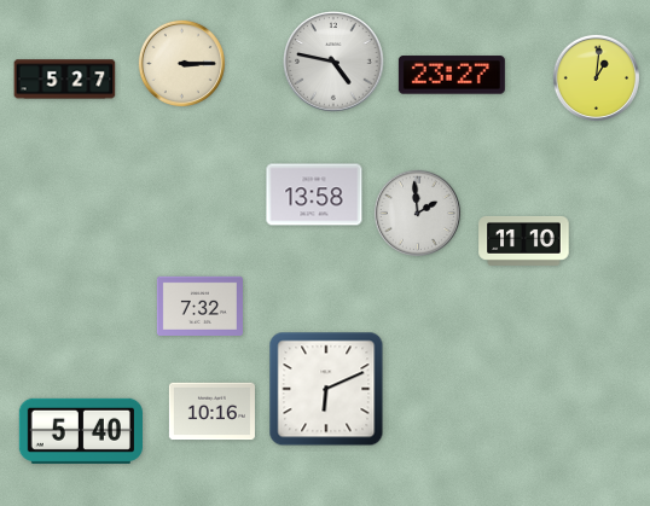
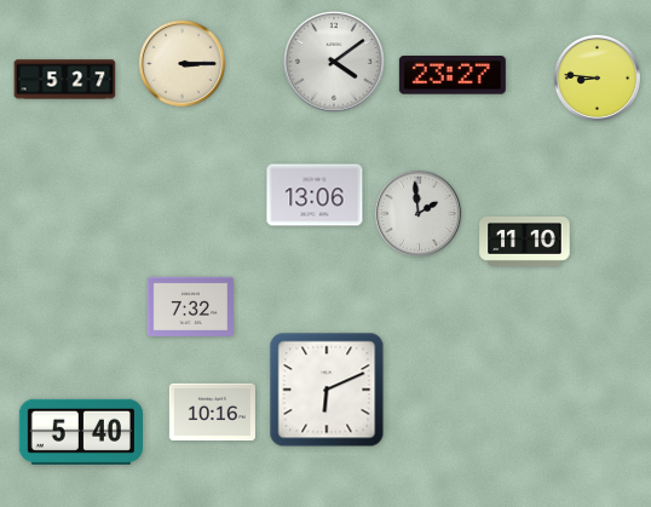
clock at (333, 62): 4:47 -> 4:09
clock at (596, 77): 1:01 -> 8:46
clock at (314, 194): 13:58 -> 13:06
clock at (199, 306) position: (199, 306) -> (190, 306)
